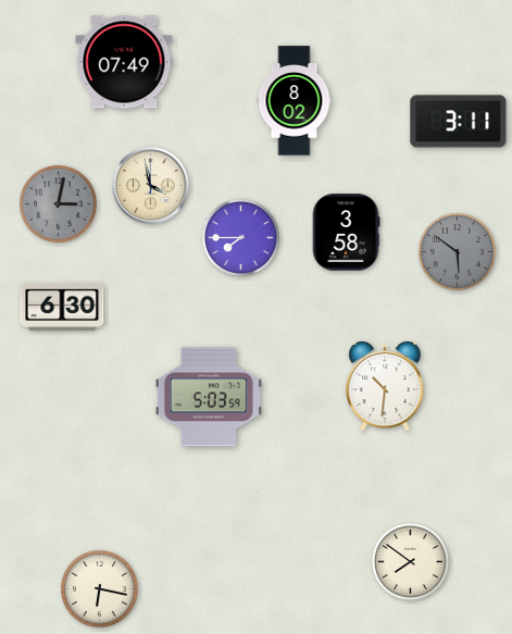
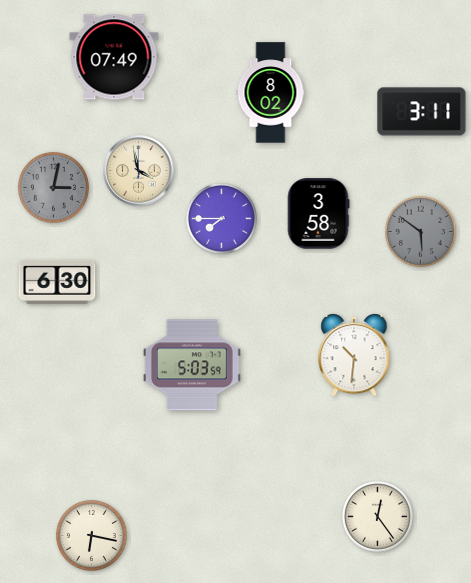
clock at (410, 561): 7:51 -> 12:24
clock at (99, 588) position: (99, 588) -> (91, 535)
